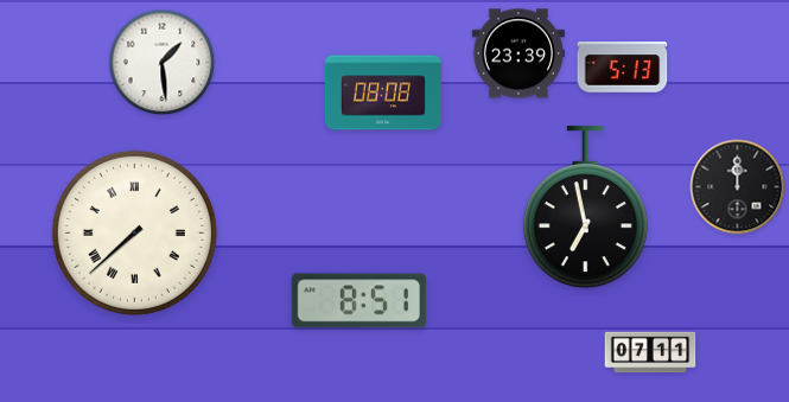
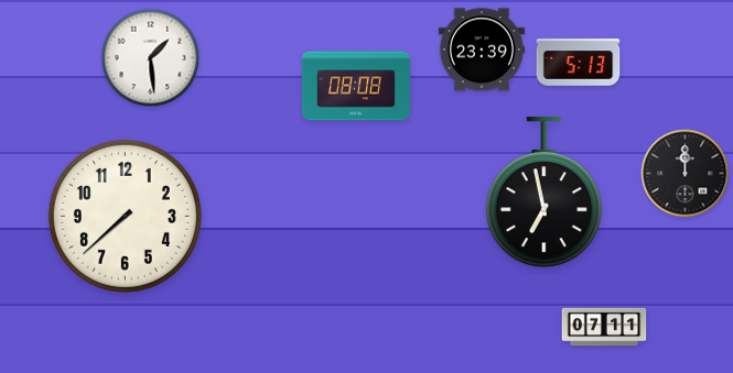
clock at (134, 232) numerals: Roman -> Arabic
clock at (358, 301): 8:51 -> none
